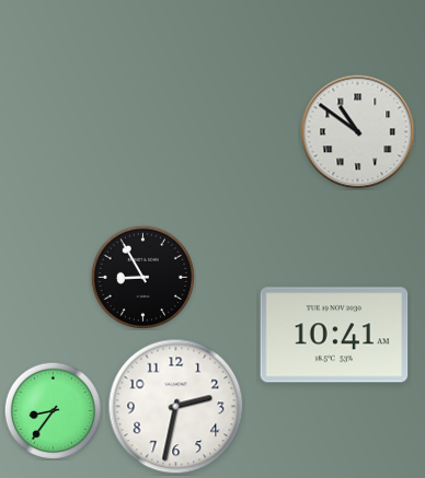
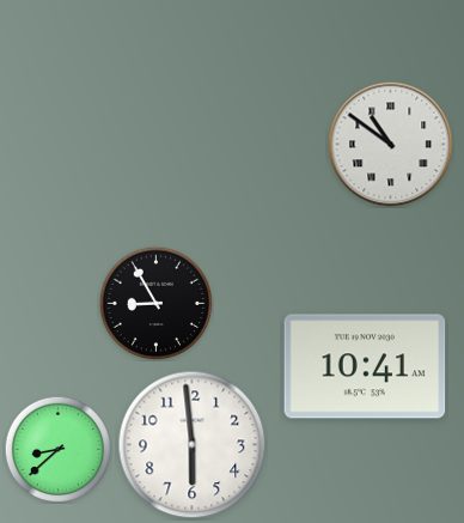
clock at (176, 407): 2:32 -> 5:59
clock at (53, 410): 8:36 -> 8:38
